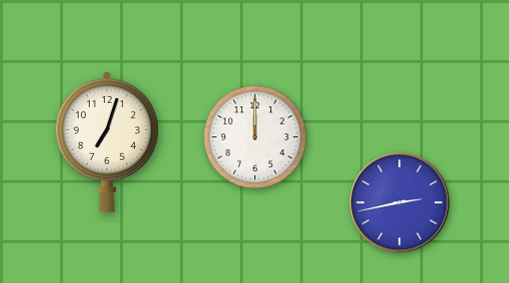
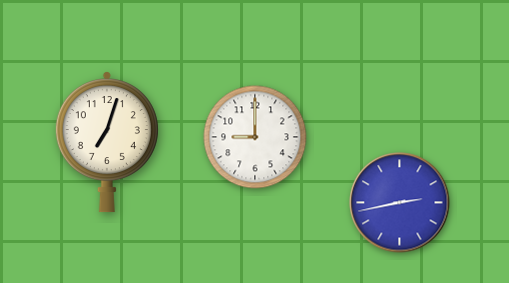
clock at (255, 137): 12:00 -> 9:00
